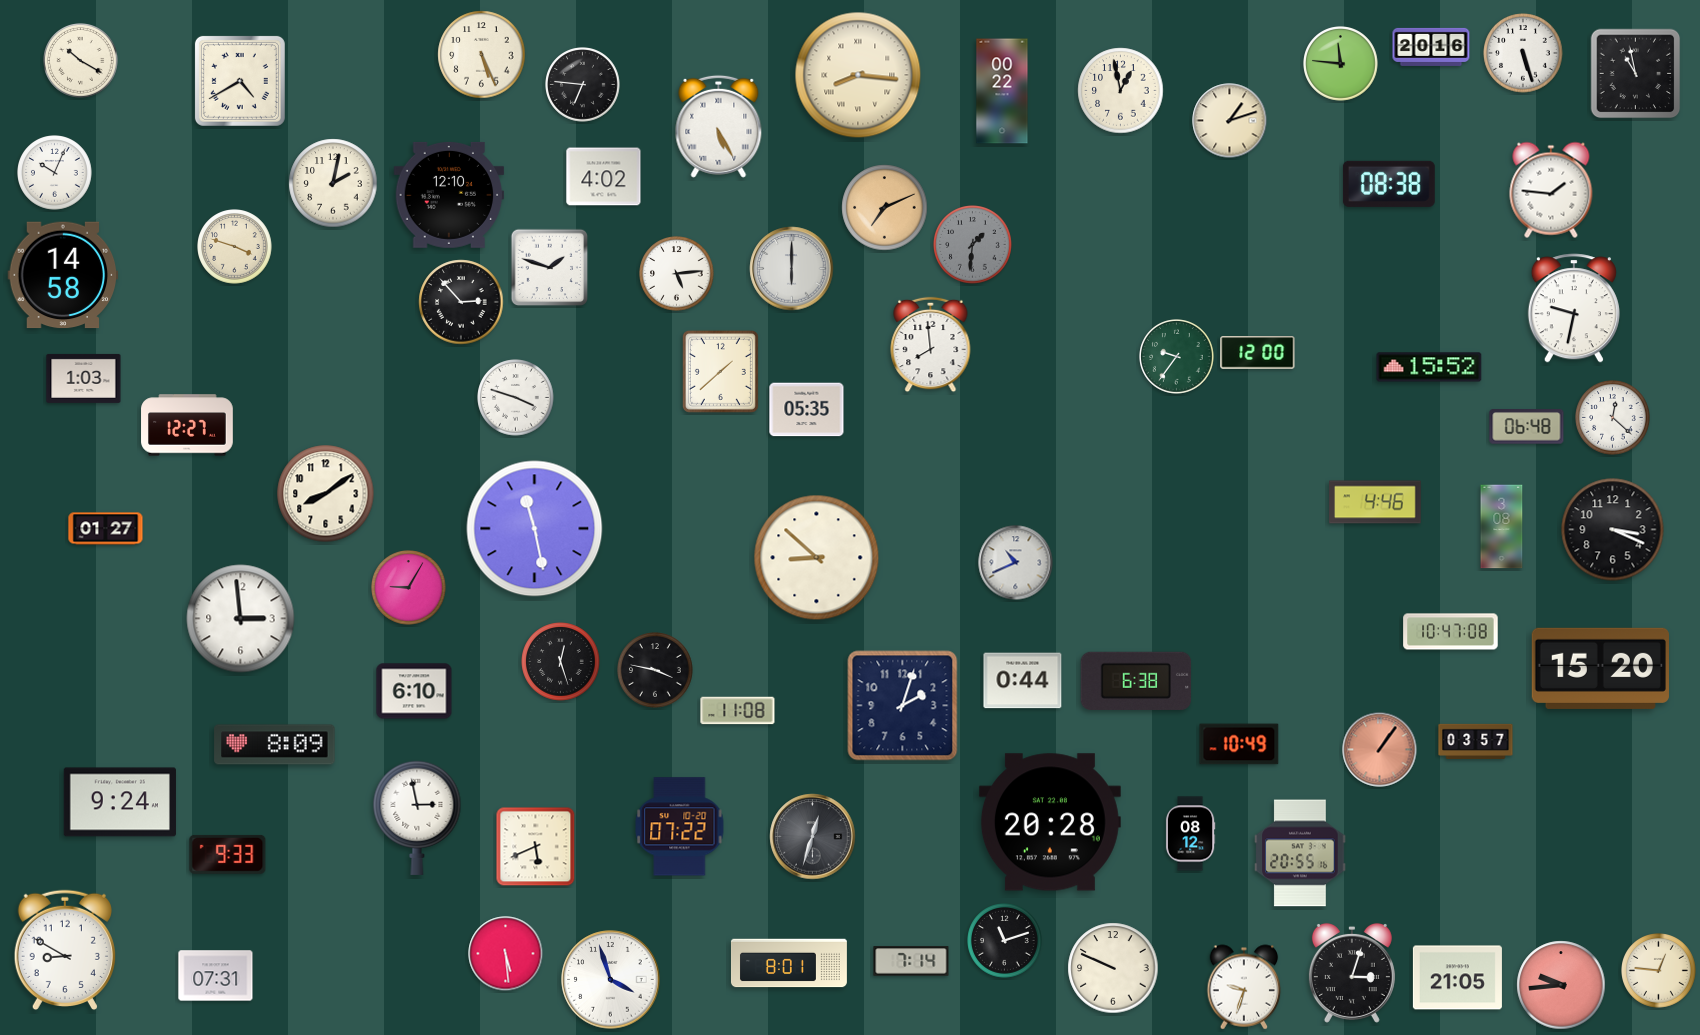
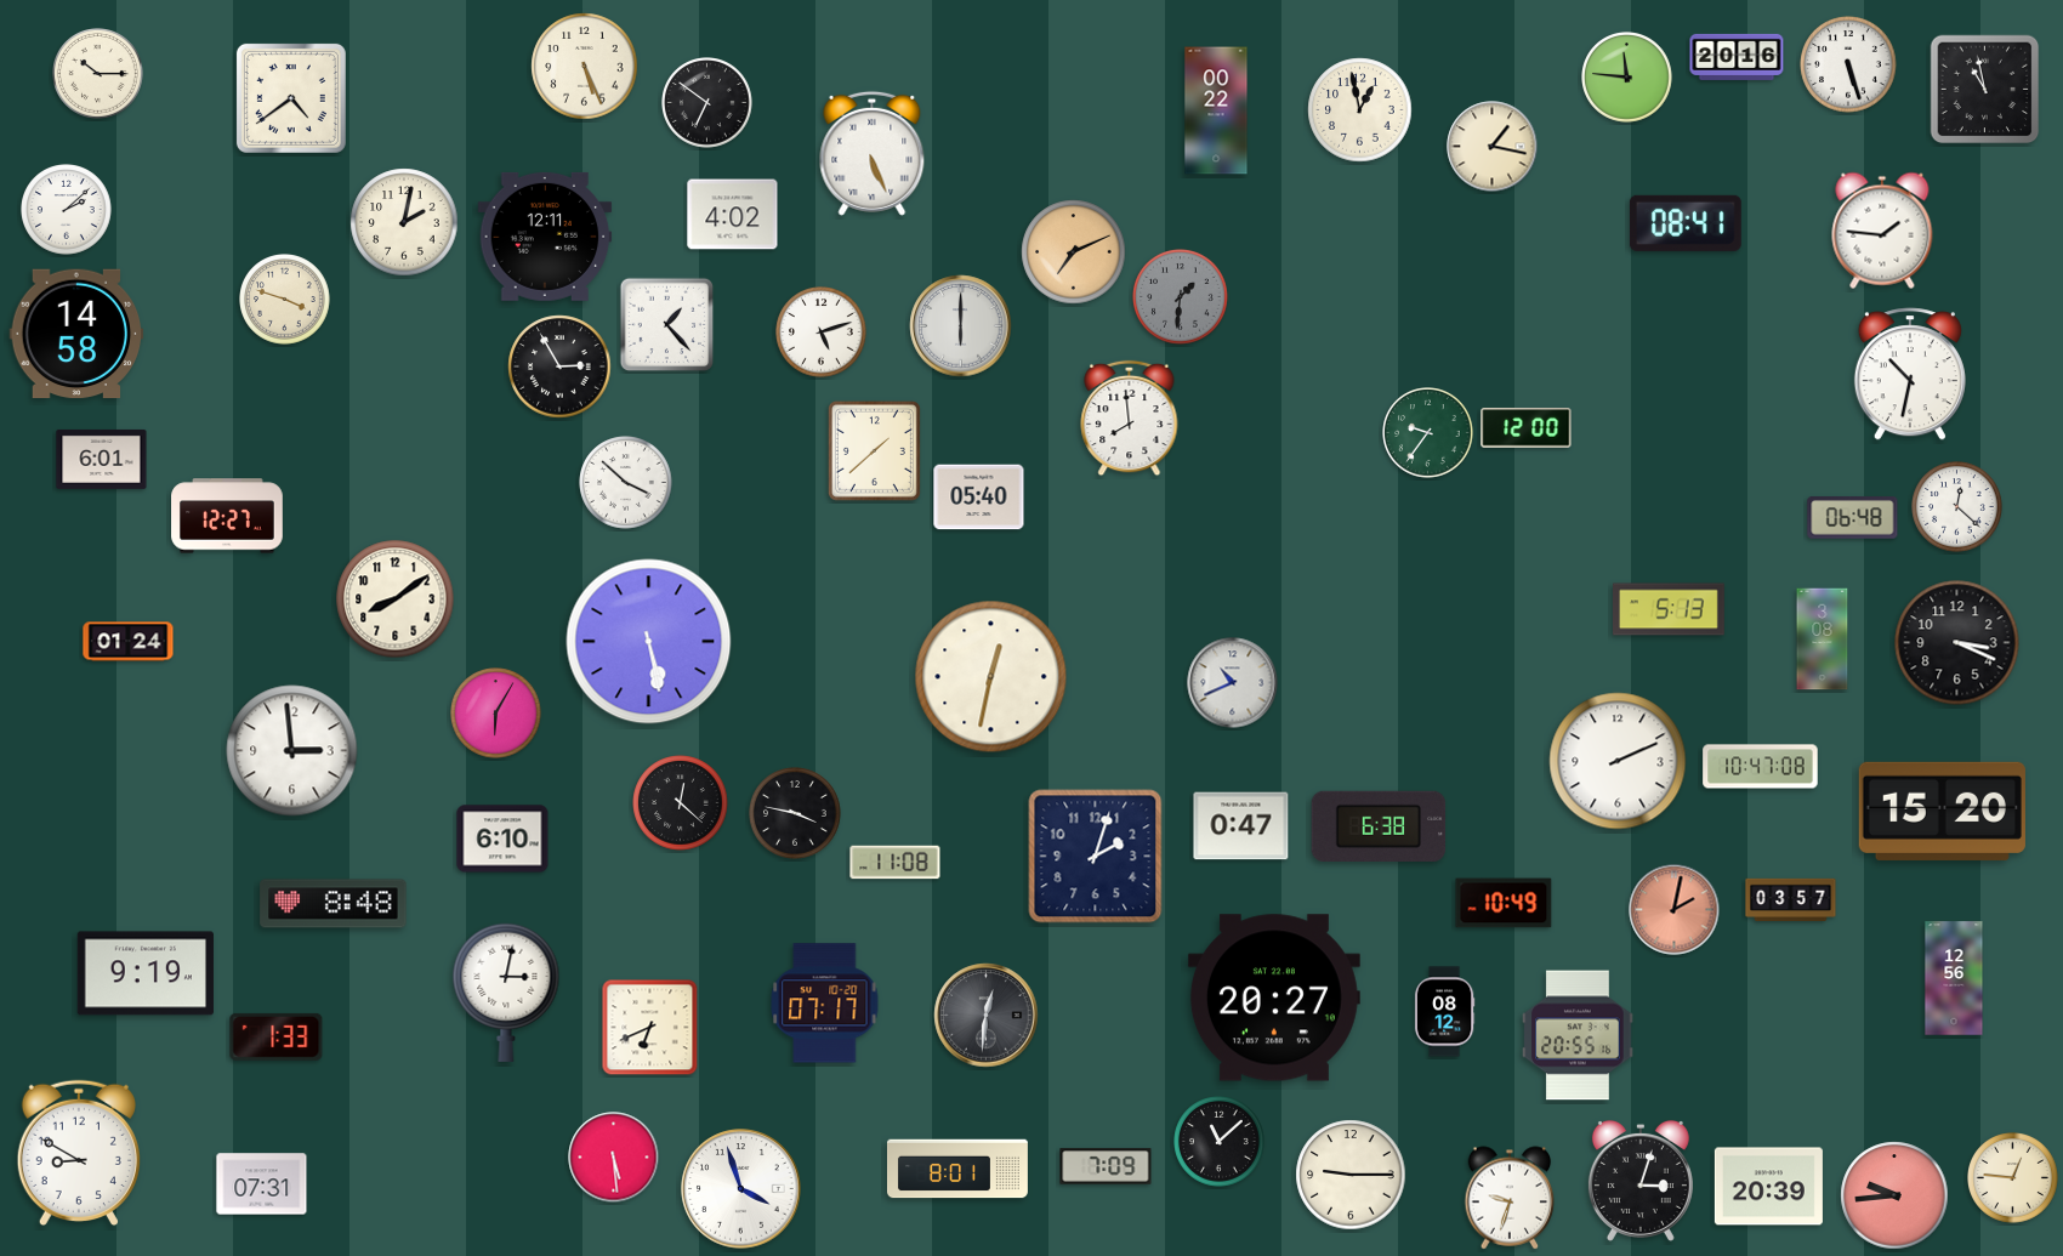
clock at (81, 61): 10:20 -> 10:15
clock at (858, 75): 8:16 -> none
clock at (240, 81): 4:40 -> 4:39
clock at (583, 85): 6:46 -> 6:51
clock at (1230, 121): 1:12 -> 1:17
clock at (719, 126): 5:25 -> 5:26
clock at (55, 173): 10:04 -> 2:08
clock at (1389, 184): 08:38 -> 08:41
clock at (449, 195): 12:10 -> 12:11
clock at (550, 268): 1:48 -> 1:23
clock at (677, 274): 5:14 -> 5:12
clock at (461, 302): 2:53 -> 2:55
clock at (1574, 308): 9:32 -> 10:32
clock at (1429, 367): 15:52 -> none
clock at (84, 378): 1:03 -> 6:01
clock at (516, 398): 3:48 -> 3:52
clock at (807, 410): 05:35 -> 05:40
clock at (1376, 502): 4:46 -> 5:13
clock at (106, 529): 01:27 -> 01:24
clock at (535, 529): 11:28 -> 5:28
clock at (817, 558): 8:52 -> 12:32
clock at (409, 588): 9:05 -> 6:05
clock at (1618, 761): none -> 2:11
clock at (561, 662): 12:27 -> 12:22
clock at (1023, 681): 0:44 -> 0:47
clock at (275, 745): 8:09 -> 8:48
clock at (1380, 750): 1:06 -> 2:02
clock at (120, 802): 9:24 -> 9:19
clock at (1954, 978): none -> 12:56
clock at (417, 818): 2:58 -> 3:02
clock at (1050, 822): 20:28 -> 20:27
clock at (680, 827): 07:22 -> 07:17
clock at (813, 837): 12:33 -> 12:31
clock at (536, 847): 5:41 -> 6:41
clock at (228, 854): 9:33 -> 1:33
clock at (1005, 941): 11:12 -> 11:08
clock at (911, 961): 7:14 -> 7:09
clock at (1113, 968): 9:49 -> 9:15
clock at (1457, 978): 21:05 -> 20:39
